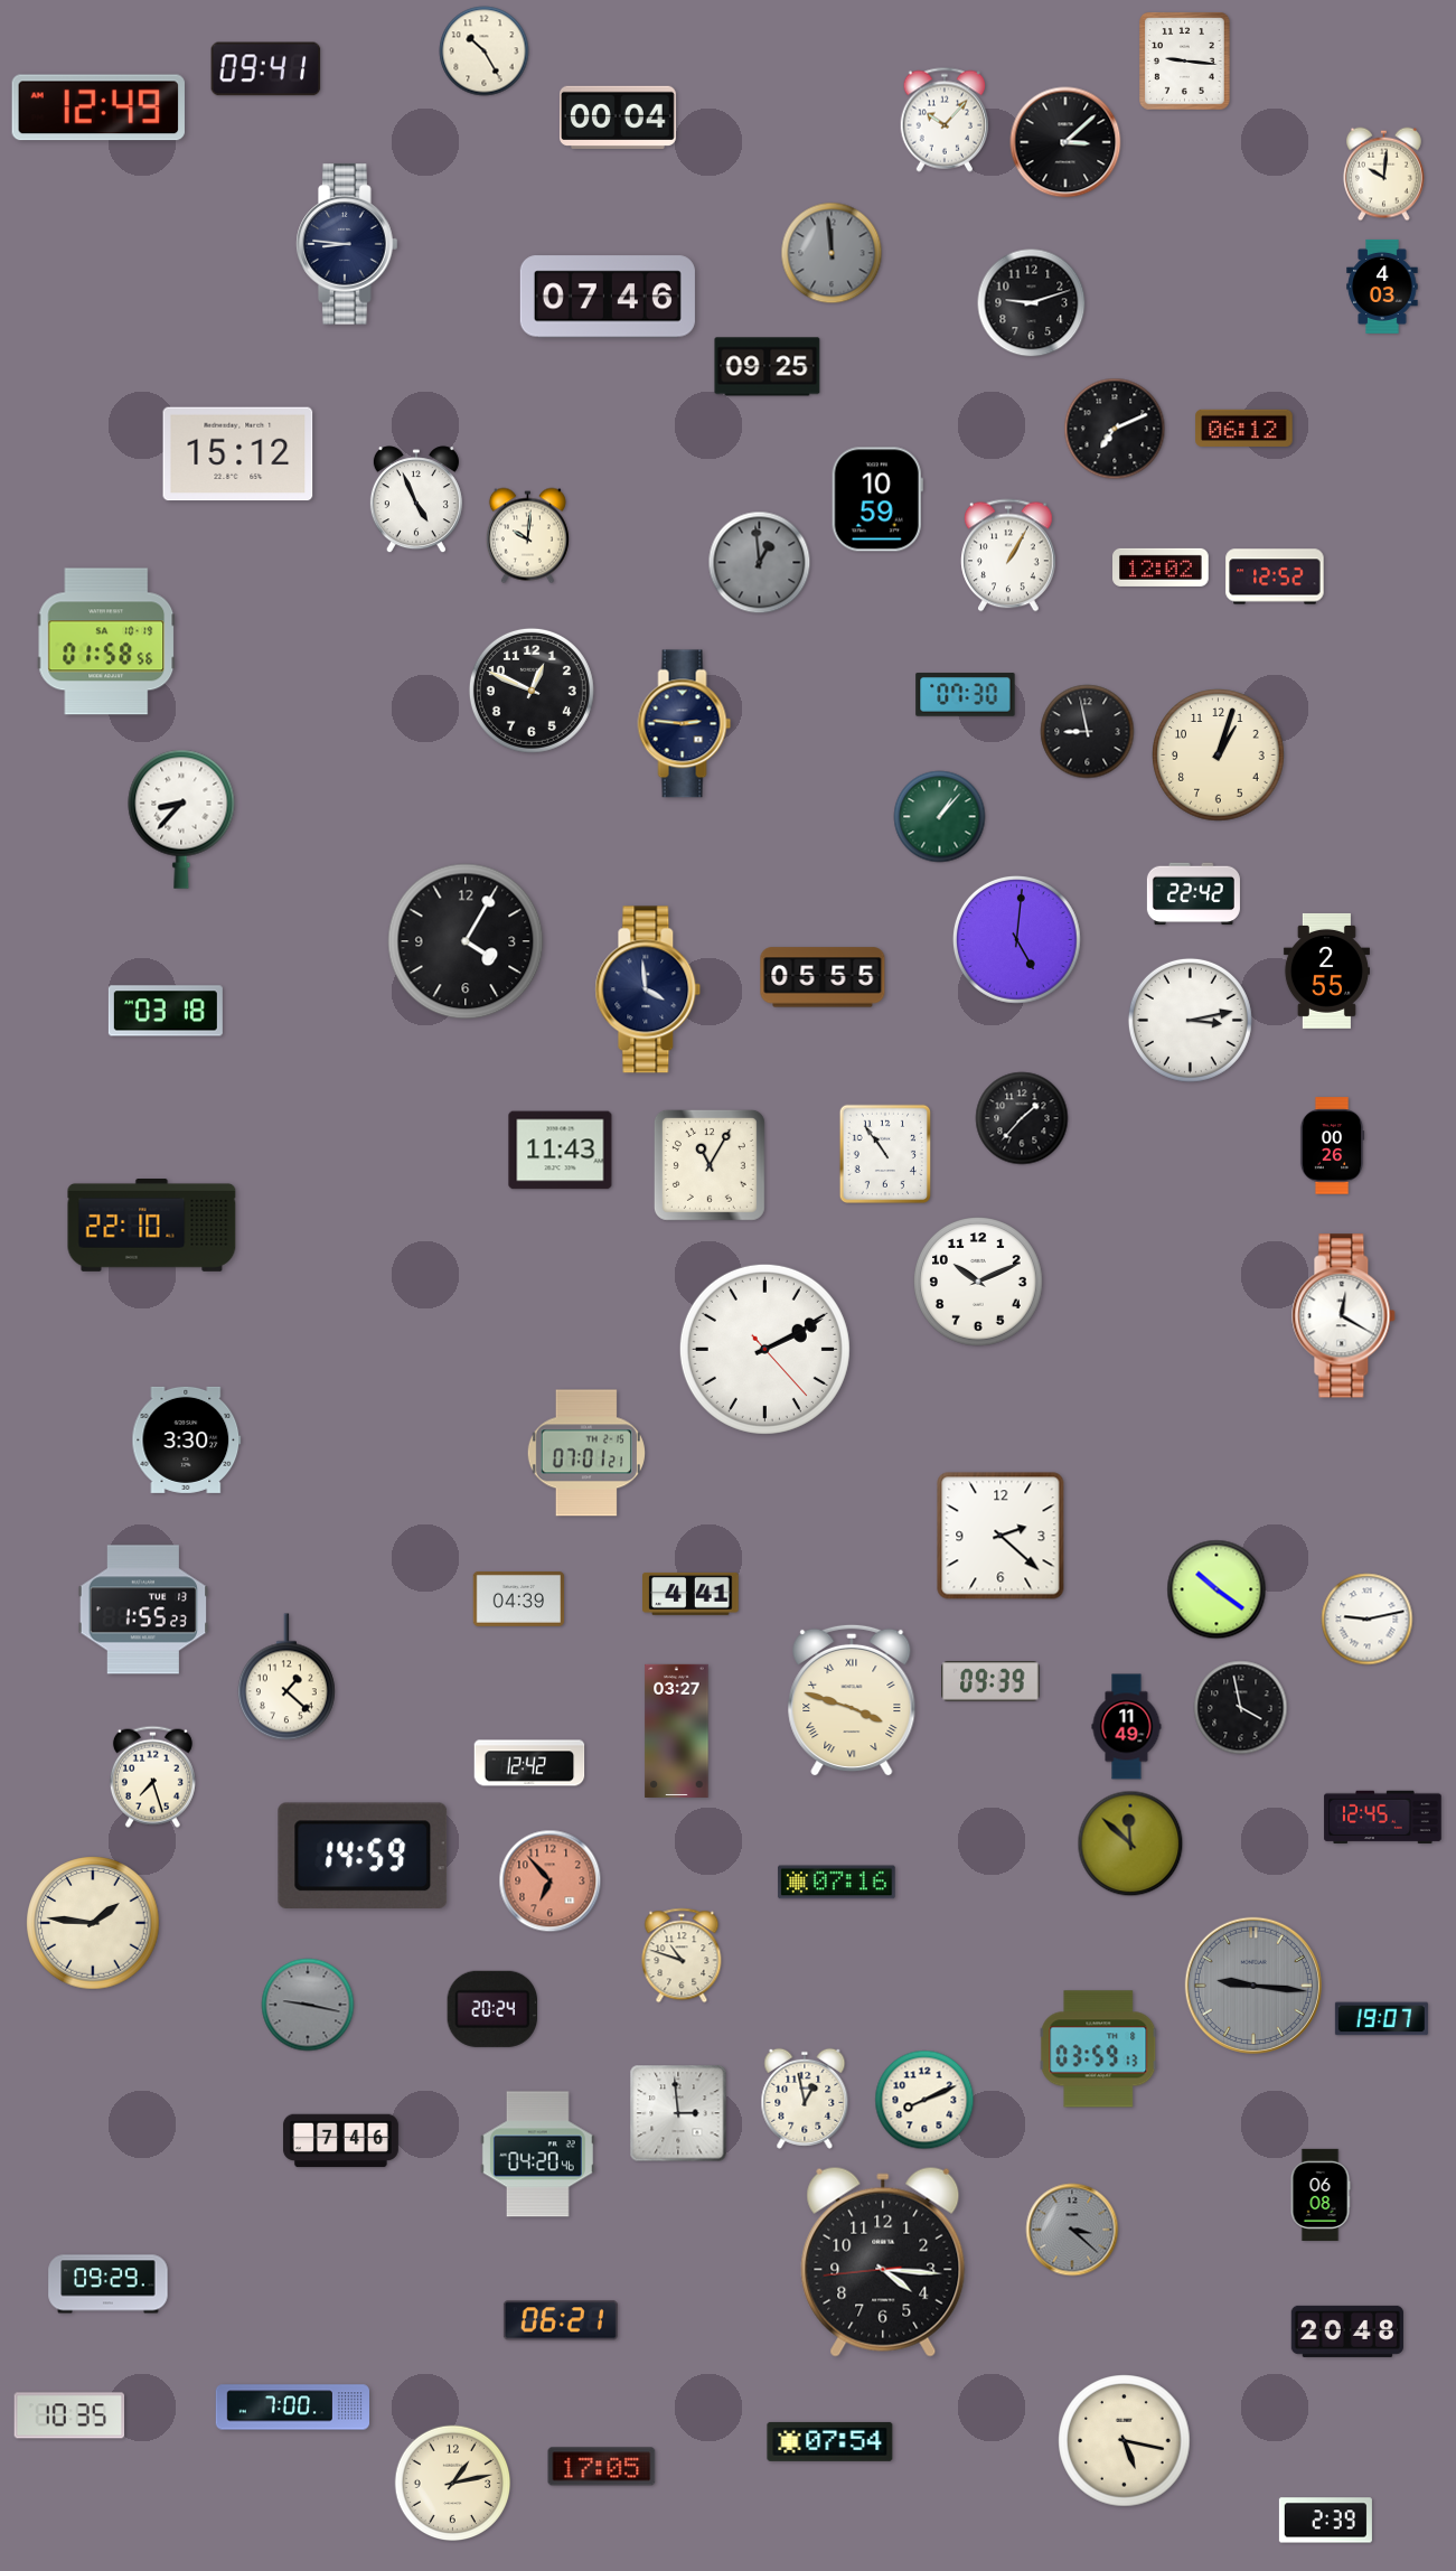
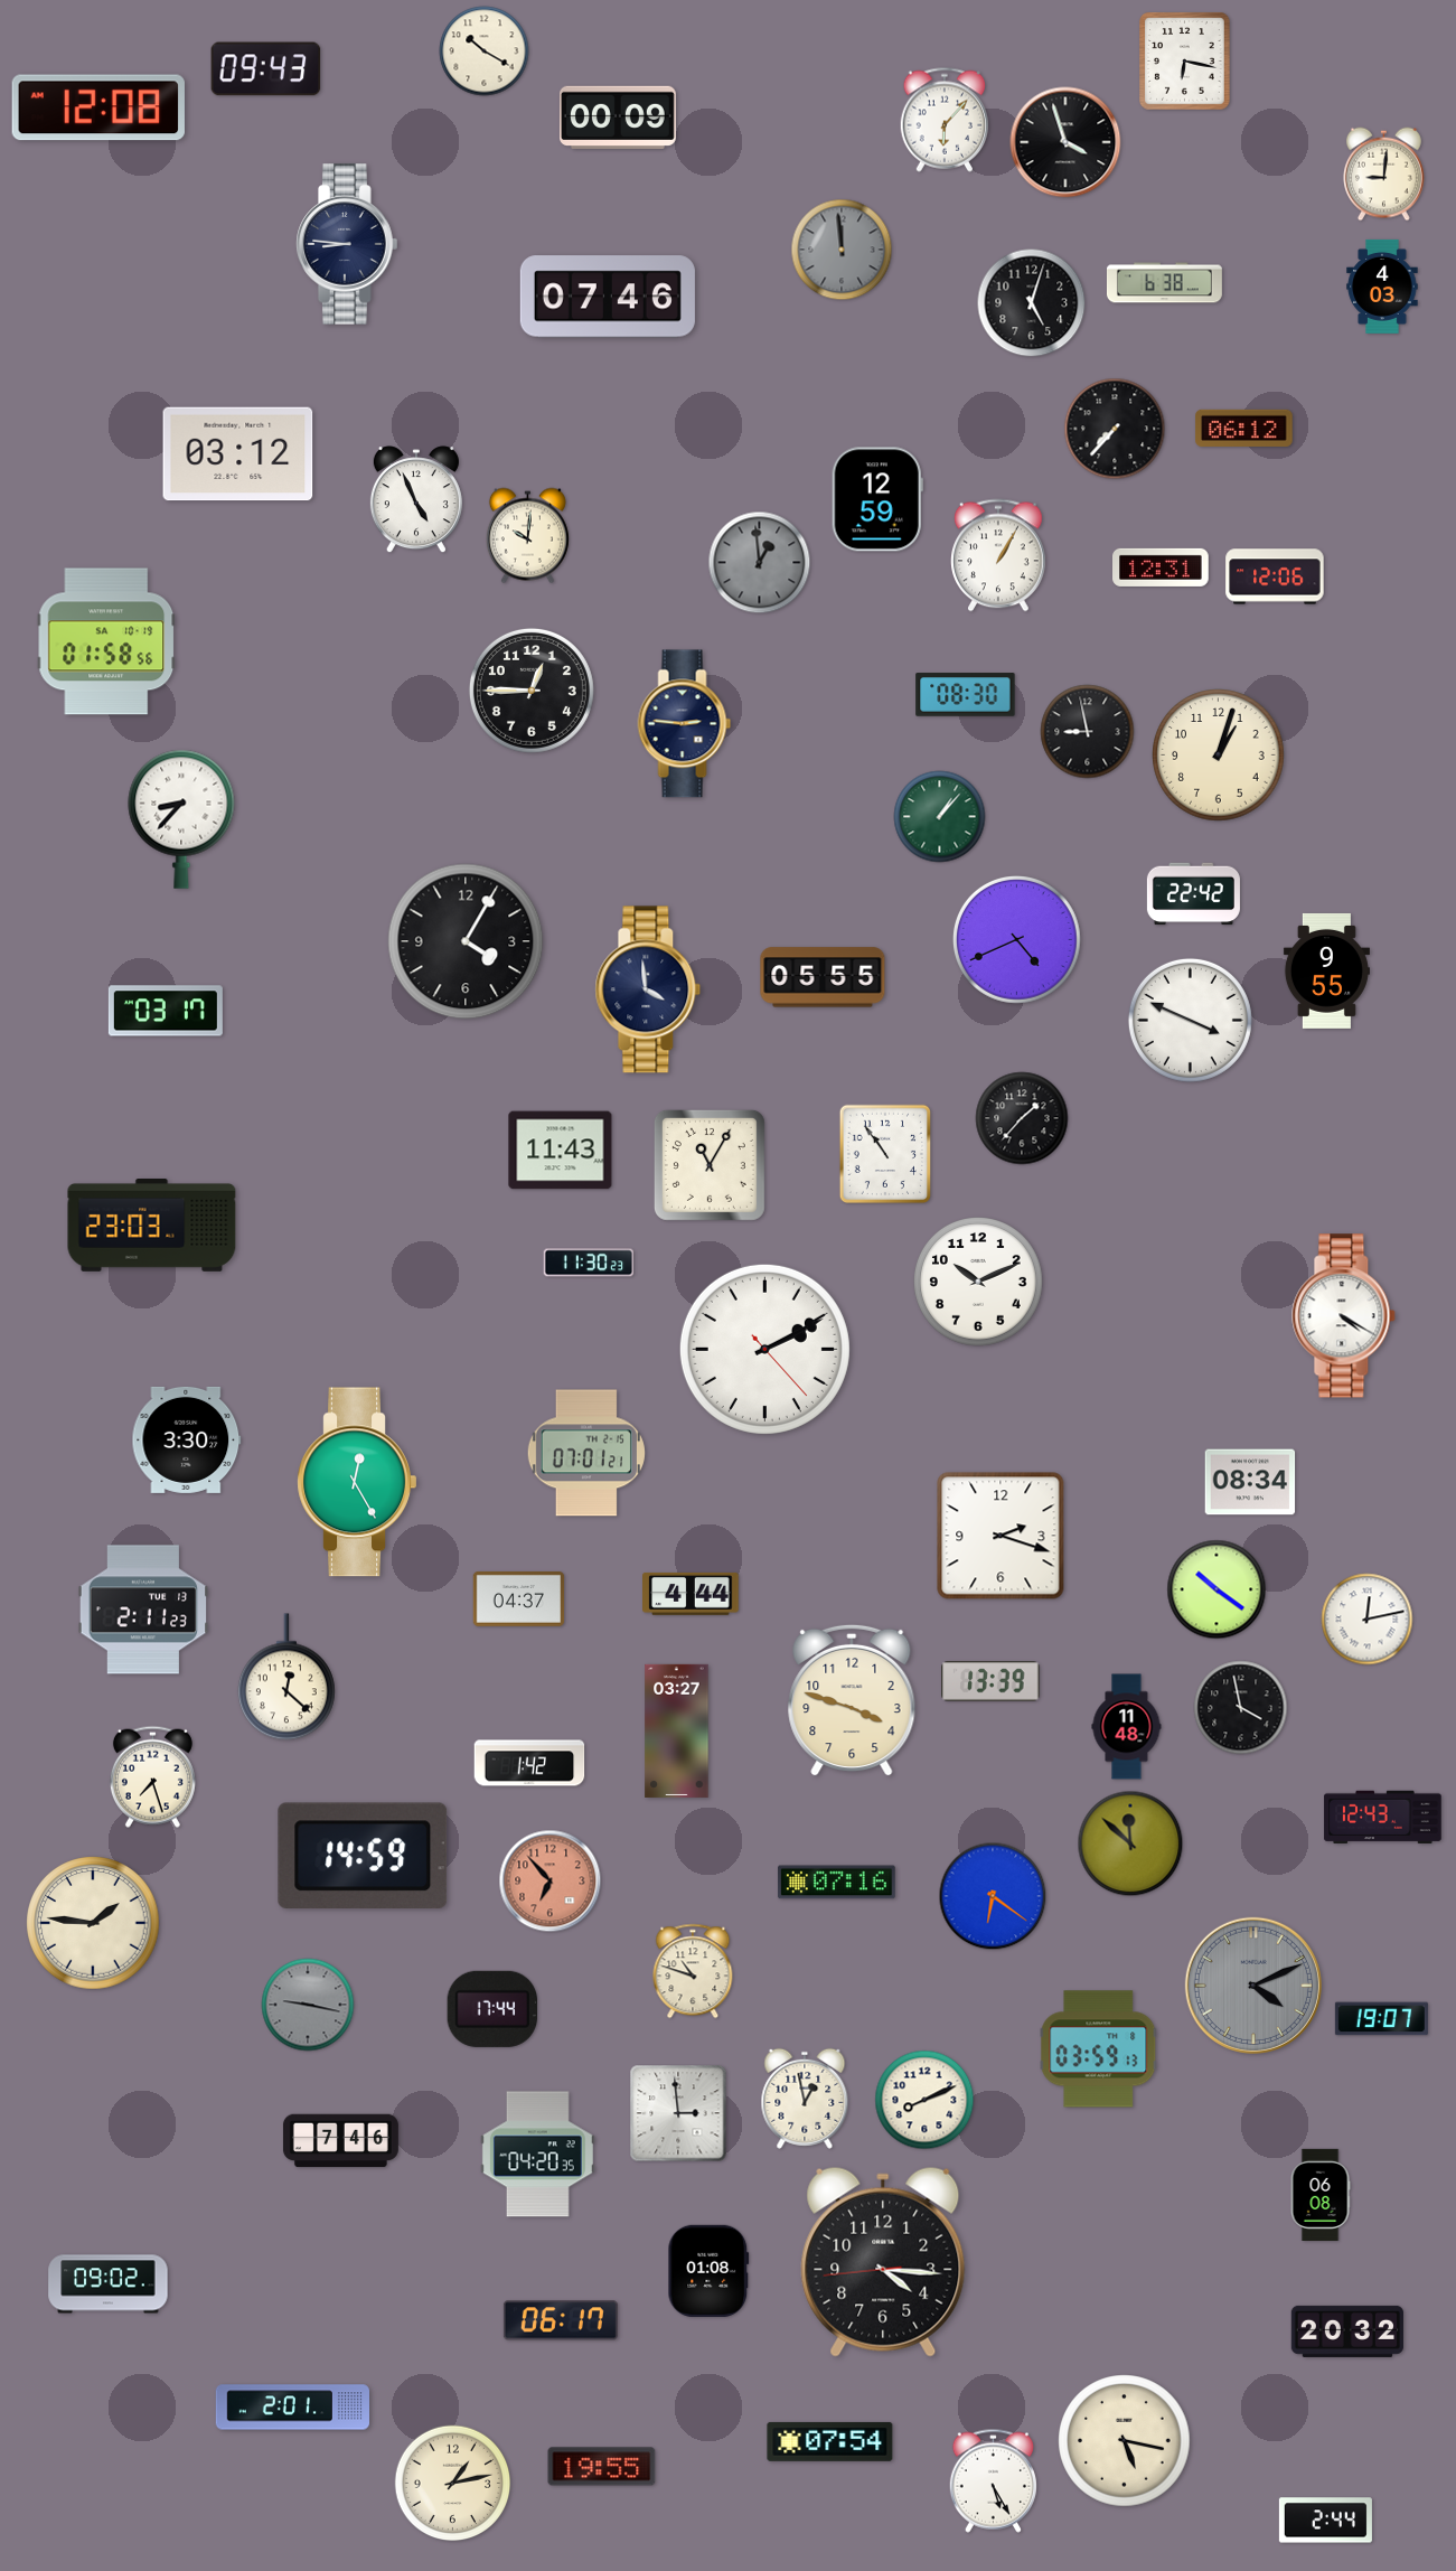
clock at (485, 51): 10:25 -> 10:20
clock at (1185, 62): 9:16 -> 6:17
clock at (266, 69): 09:41 -> 09:43
clock at (98, 107): 12:49 -> 12:08
clock at (619, 116): 00:04 -> 00:09
clock at (945, 120): 10:07 -> 6:07
clock at (1065, 142): 3:08 -> 3:57
clock at (1384, 175): 10:01 -> 9:01
clock at (832, 253) position: (832, 253) -> (842, 250)
clock at (1164, 283): none -> 6:38
clock at (1032, 303): 9:12 -> 5:03
clock at (768, 367): 09:25 -> none
clock at (1115, 429): 7:11 -> 7:37
clock at (238, 454): 15:12 -> 03:12
clock at (877, 499): 10:59 -> 12:59
clock at (1009, 555) position: (1009, 555) -> (999, 555)
clock at (1161, 567): 12:02 -> 12:31
clock at (1275, 576): 12:52 -> 12:06
clock at (532, 691): 12:49 -> 12:45
clock at (966, 695): 07:30 -> 08:30
clock at (1016, 939): 5:01 -> 4:41
clock at (1326, 970): 2:55 -> 9:55
clock at (166, 1011): 03:18 -> 03:17
clock at (1190, 1020): 3:13 -> 3:49
clock at (1332, 1146): 00:26 -> none
clock at (152, 1226): 22:10 -> 23:03
clock at (589, 1263): none -> 11:30
clock at (1344, 1316): 12:20 -> 4:20
clock at (357, 1482): none -> 12:25
clock at (1250, 1482): none -> 08:34
clock at (1001, 1536): 2:22 -> 2:18
clock at (691, 1594): 4:41 -> 4:44
clock at (519, 1598): 04:39 -> 04:37
clock at (143, 1610): 1:55 -> 2:11
clock at (1368, 1620): 9:13 -> 12:13
clock at (286, 1677): 1:22 -> 12:22
clock at (990, 1681): 09:39 -> 13:39
clock at (852, 1700) numerals: Roman -> Arabic
clock at (1127, 1727): 11:49 -> 11:48
clock at (529, 1763): 12:42 -> 1:42
clock at (1383, 1818): 12:45 -> 12:43
clock at (993, 1896): none -> 6:21
clock at (682, 1955) position: (682, 1955) -> (693, 1971)
clock at (1253, 1986): 9:16 -> 4:11
clock at (491, 2009): 20:24 -> 17:44
clock at (537, 2155): 04:20:46 -> 04:20:35
clock at (1072, 2230): 3:22 -> none
clock at (708, 2271): none -> 01:08
clock at (109, 2284): 09:29 -> 09:02
clock at (561, 2320): 06:21 -> 06:17
clock at (1347, 2331): 20:48 -> 20:32
clock at (292, 2408): 7:00 -> 2:01
clock at (69, 2415): 10:35 -> none
clock at (602, 2467): 17:05 -> 19:55
clock at (993, 2480): none -> 5:25
clock at (1325, 2521): 2:39 -> 2:44
